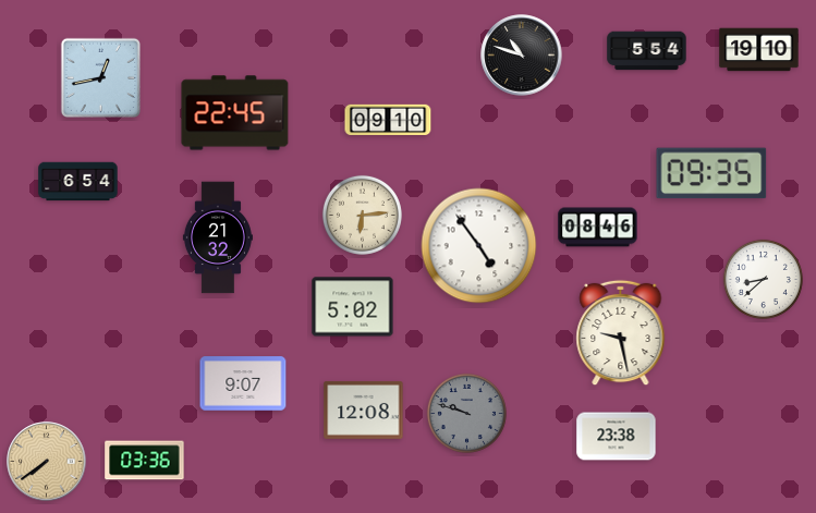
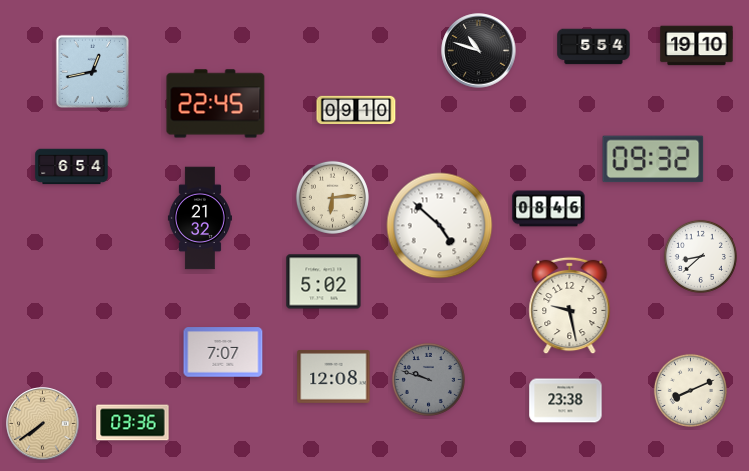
clock at (711, 173): 09:35 -> 09:32
clock at (479, 246): 4:54 -> 4:52
clock at (243, 383): 9:07 -> 7:07
clock at (690, 390): none -> 8:11
